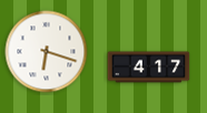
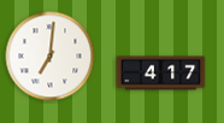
clock at (47, 52): 6:18 -> 7:01
